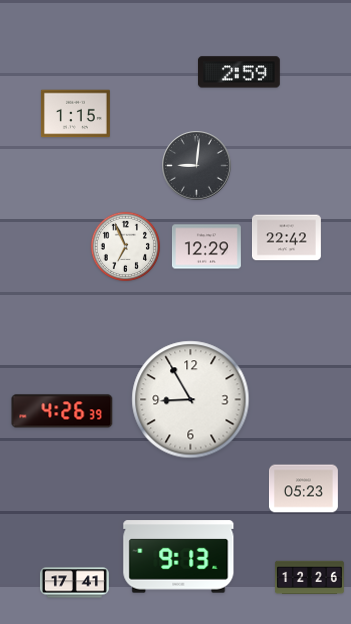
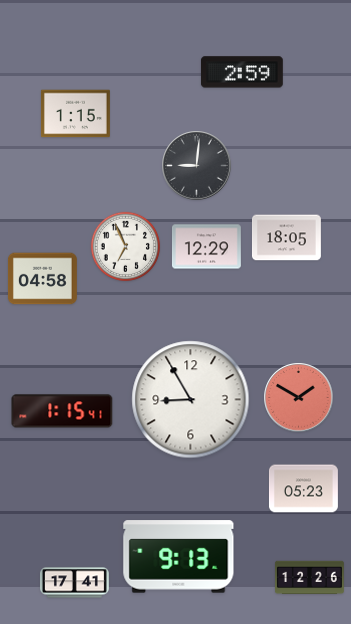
clock at (239, 72) position: (239, 72) -> (242, 72)
clock at (286, 238): 22:42 -> 18:05
clock at (42, 279): none -> 04:58
clock at (299, 398): none -> 1:50
clock at (62, 411): 4:26 -> 1:15
